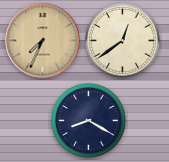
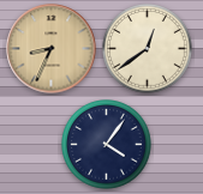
clock at (43, 41): 7:34 -> 8:34
clock at (89, 121): 8:20 -> 4:06
